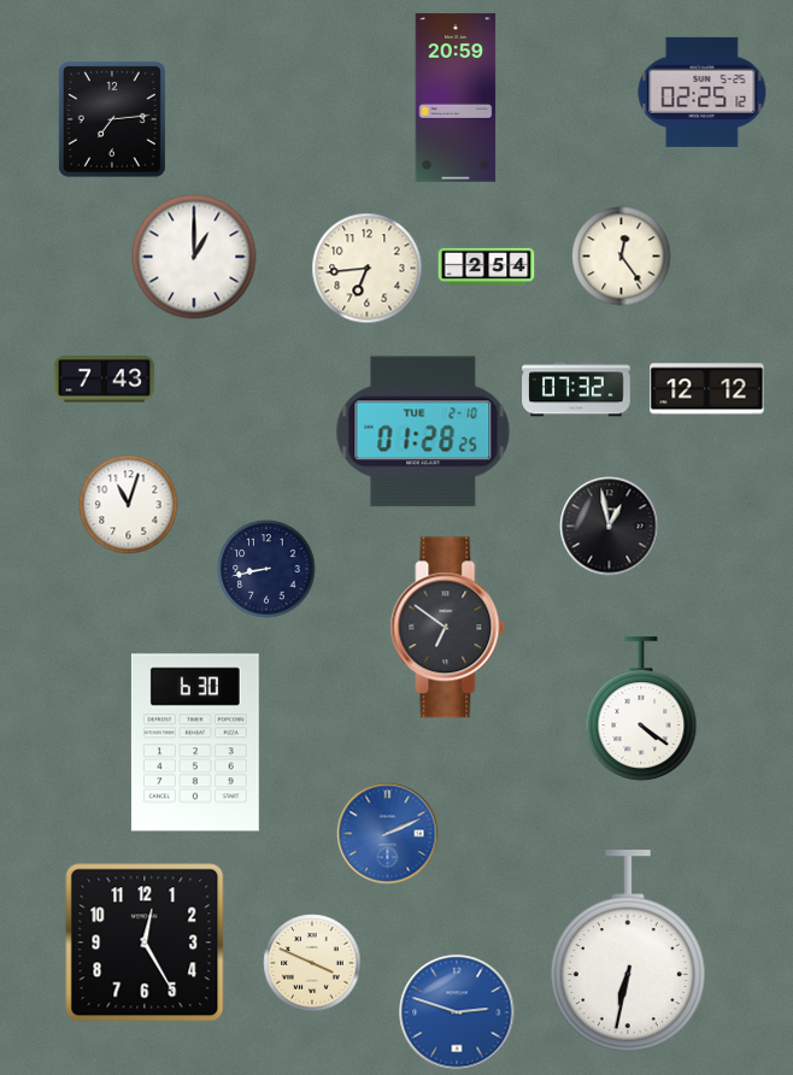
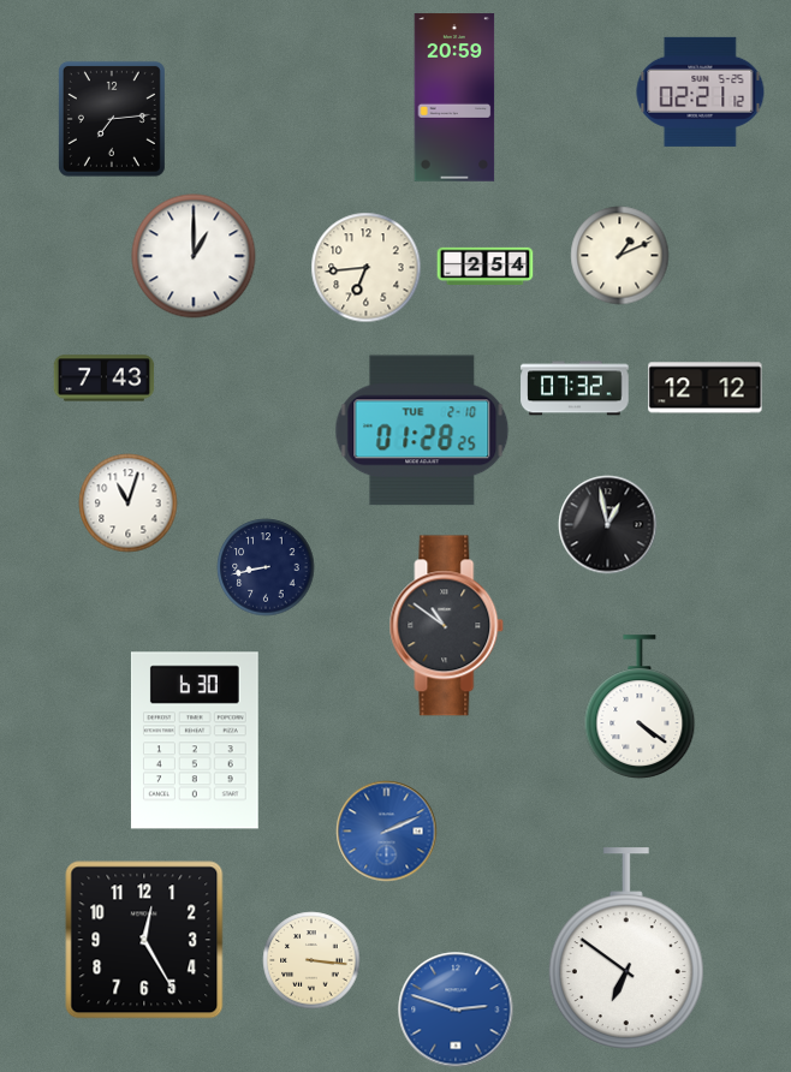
clock at (703, 92): 02:25 -> 02:21
clock at (622, 257): 12:24 -> 1:11
clock at (448, 628): 6:51 -> 10:51
clock at (628, 951): 6:32 -> 6:51
clock at (312, 963): 3:49 -> 3:16
